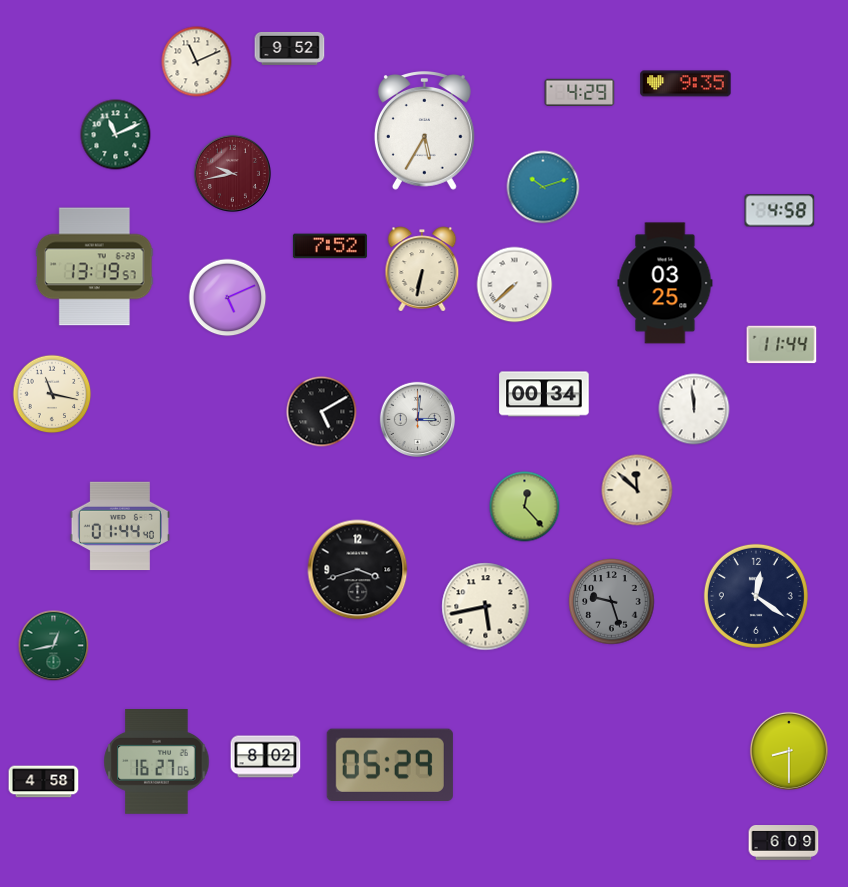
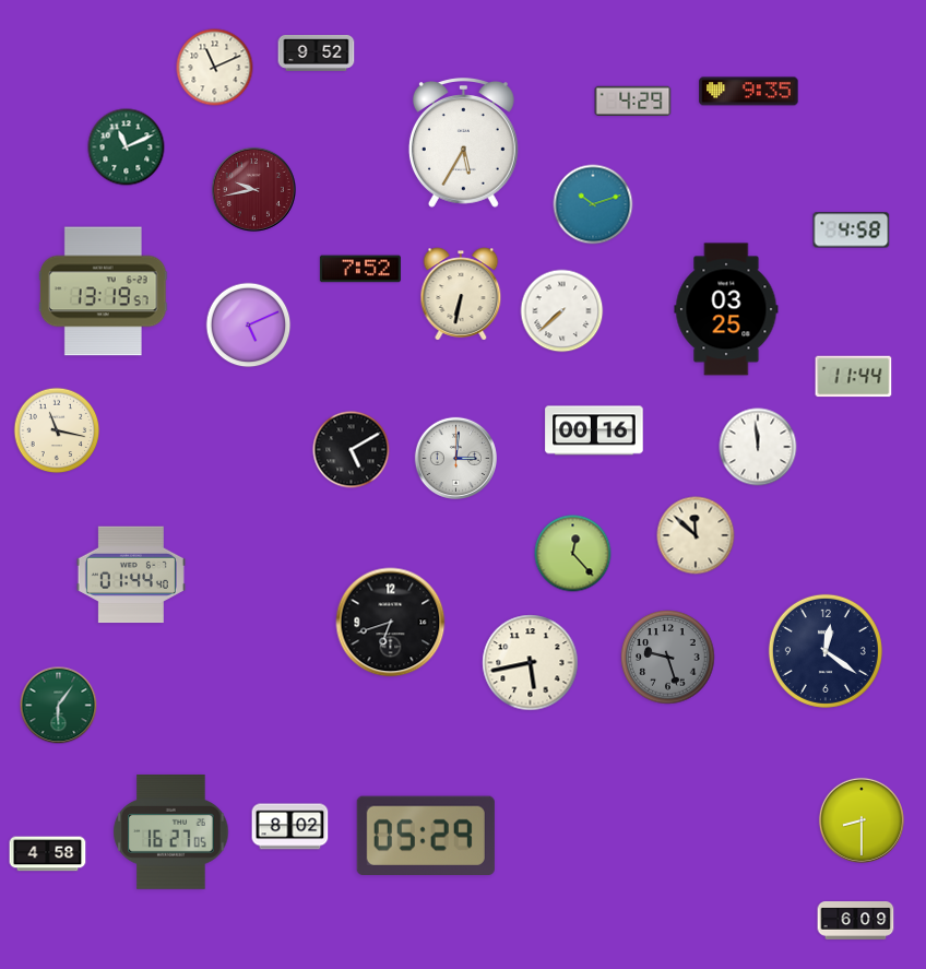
clock at (544, 394): 00:34 -> 00:16
clock at (358, 570): 3:42 -> 6:42
clock at (54, 646): 12:43 -> 6:06
